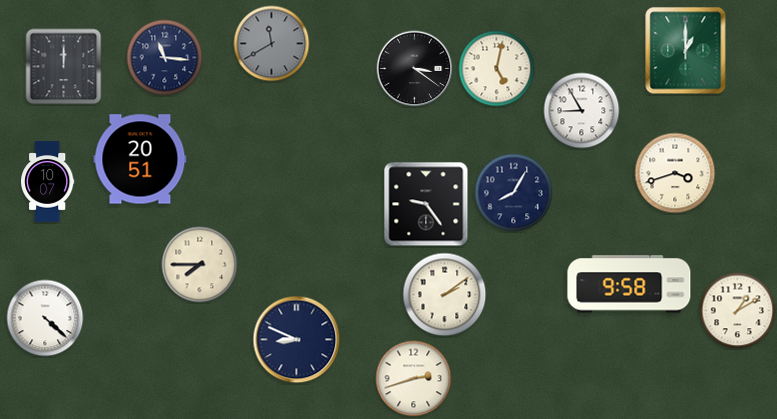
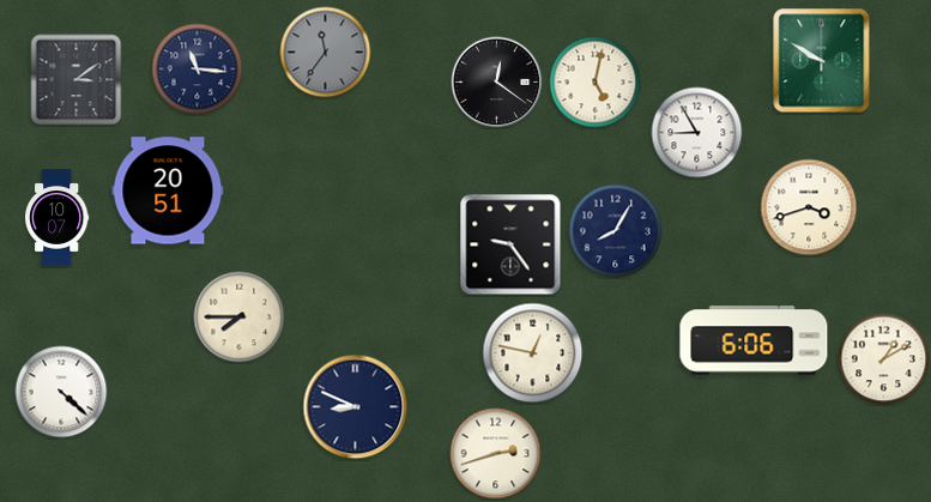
clock at (272, 44): 11:40 -> 11:36
clock at (686, 51): 1:00 -> 9:50
clock at (64, 67): 12:00 -> 3:09
clock at (415, 69): 3:21 -> 12:21
clock at (629, 284): 9:58 -> 6:06
clock at (445, 295): 2:09 -> 12:47
clock at (738, 311) position: (738, 311) -> (884, 359)
clock at (45, 318) position: (45, 318) -> (61, 392)
